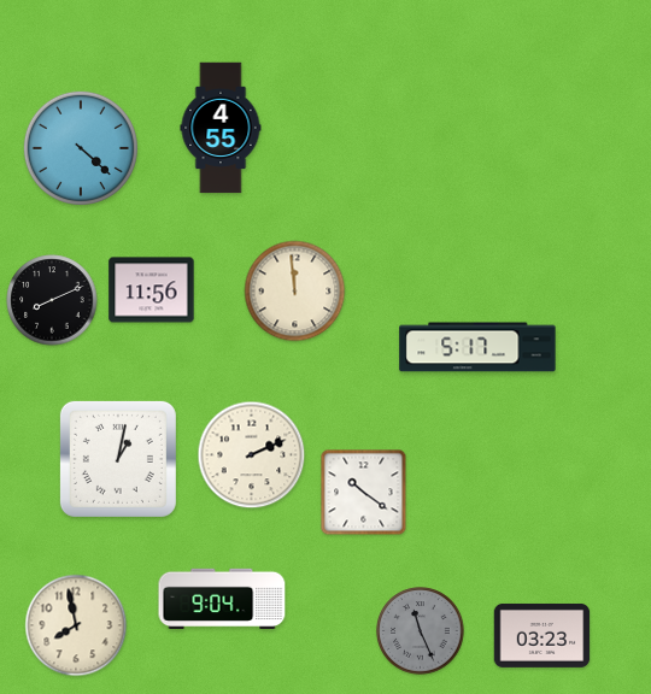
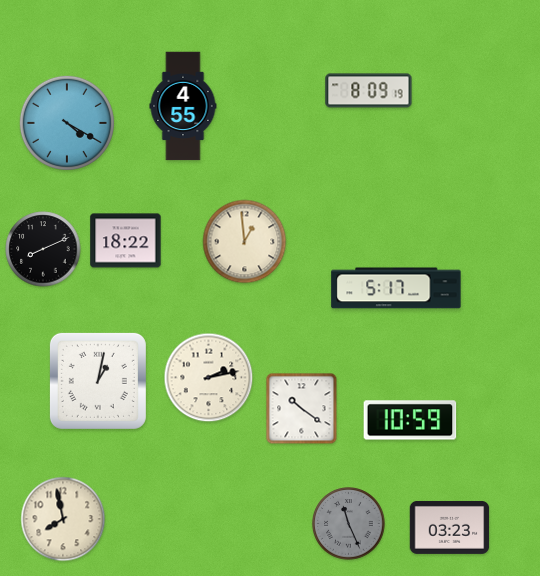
clock at (369, 91): none -> 8:09
clock at (81, 148): 4:22 -> 4:20
clock at (152, 290): 11:56 -> 18:22
clock at (295, 292): 11:59 -> 12:59
clock at (252, 455): 2:11 -> 2:13
clock at (410, 420): none -> 10:59
clock at (222, 599): 9:04 -> none
